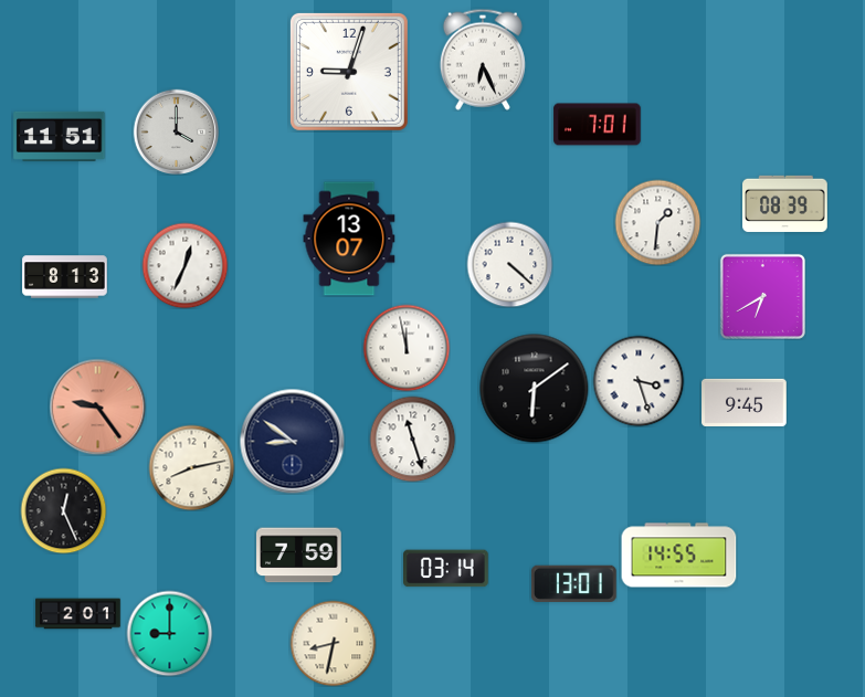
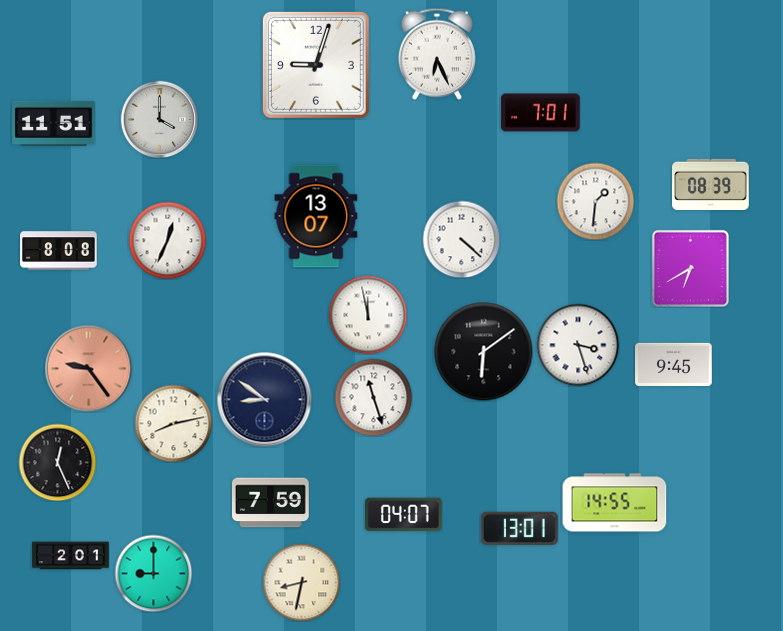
clock at (65, 277): 8:13 -> 8:08
clock at (446, 569): 03:14 -> 04:07
